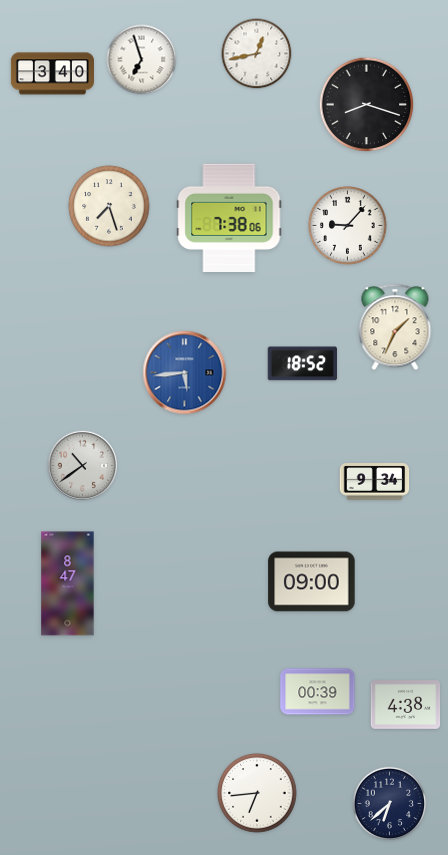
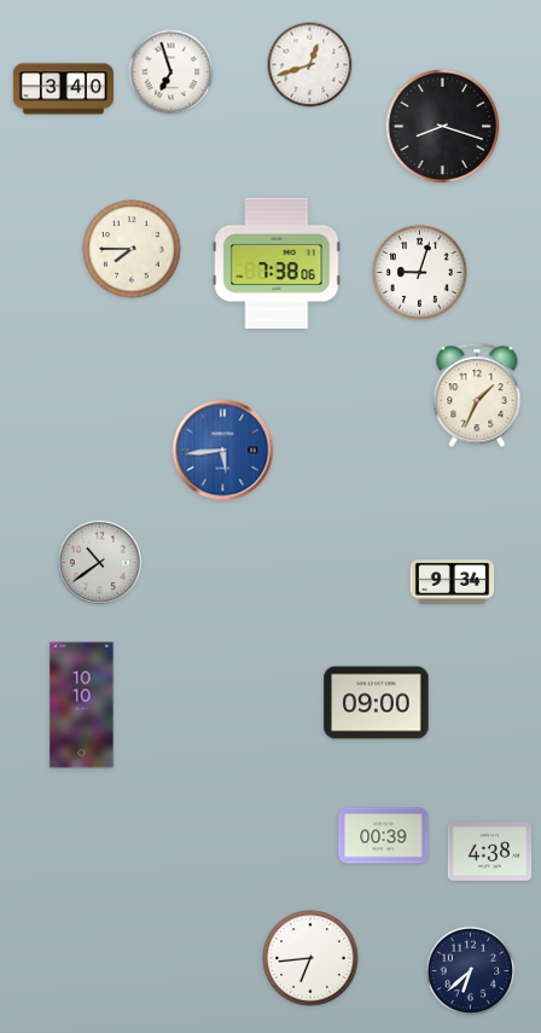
clock at (257, 54): 12:43 -> 12:42
clock at (109, 206): 7:27 -> 7:45
clock at (348, 226): 9:07 -> 9:03
clock at (302, 364): 18:52 -> none
clock at (68, 584): 8:47 -> 10:10
